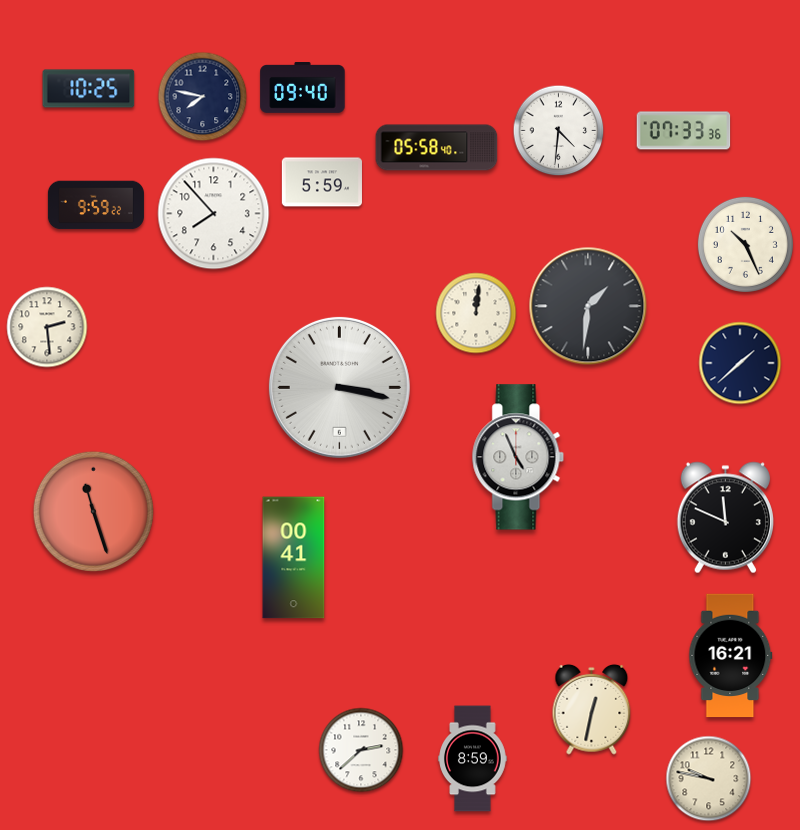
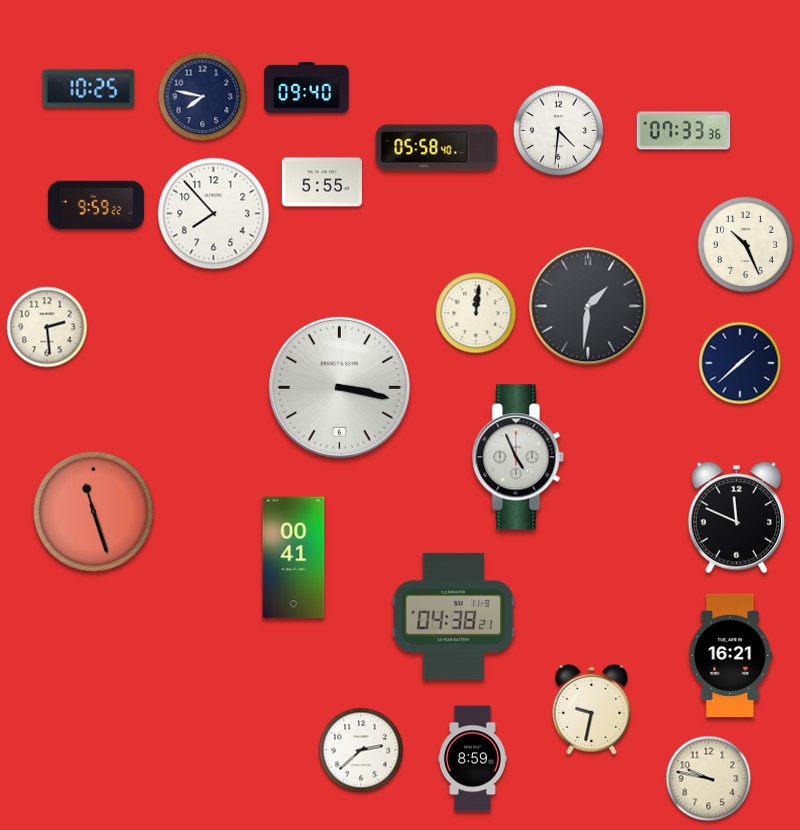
clock at (303, 88) position: (303, 88) -> (307, 88)
clock at (321, 182): 5:59 -> 5:55
clock at (725, 518) position: (725, 518) -> (736, 518)
clock at (454, 616): none -> 04:38
clock at (592, 709): 12:32 -> 9:32
